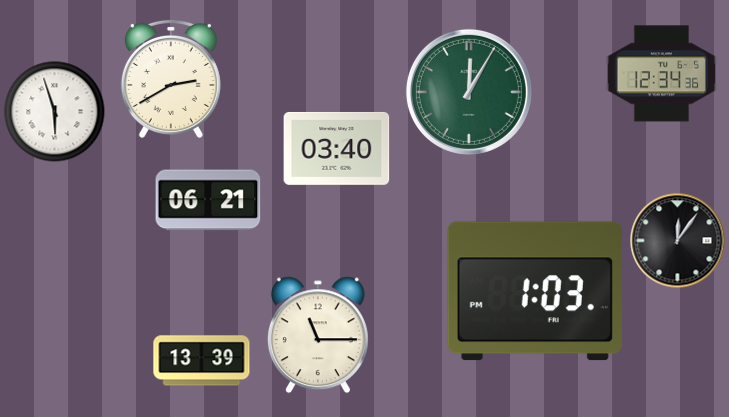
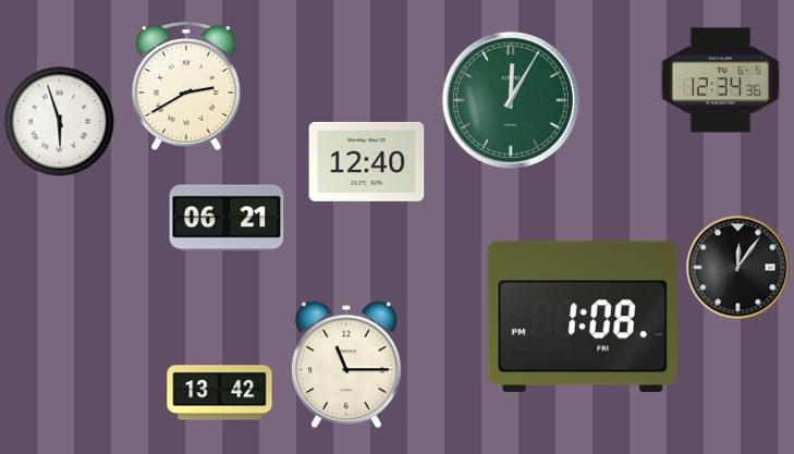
clock at (337, 148): 03:40 -> 12:40
clock at (678, 241) position: (678, 241) -> (738, 268)
clock at (535, 291): 1:03 -> 1:08
clock at (202, 361): 13:39 -> 13:42
